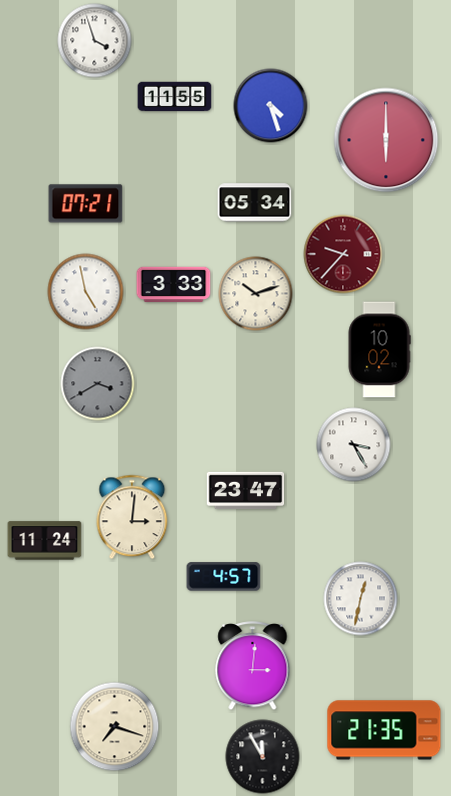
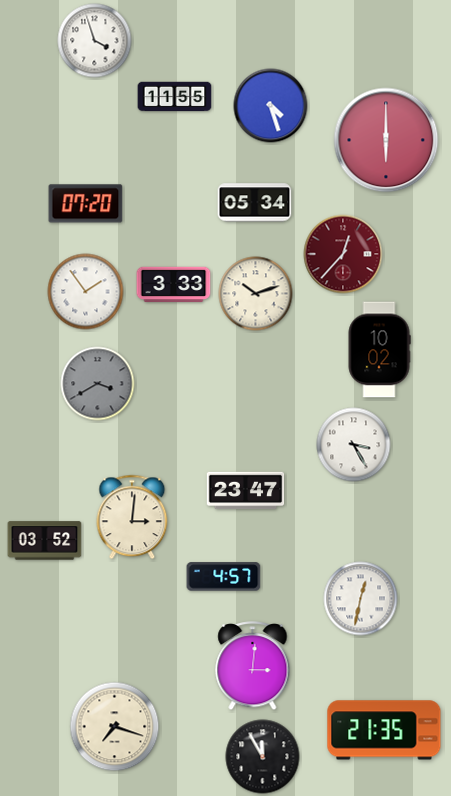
clock at (86, 204): 07:21 -> 07:20
clock at (343, 254): 9:37 -> 12:37
clock at (86, 292): 4:58 -> 1:54
clock at (45, 541): 11:24 -> 03:52
